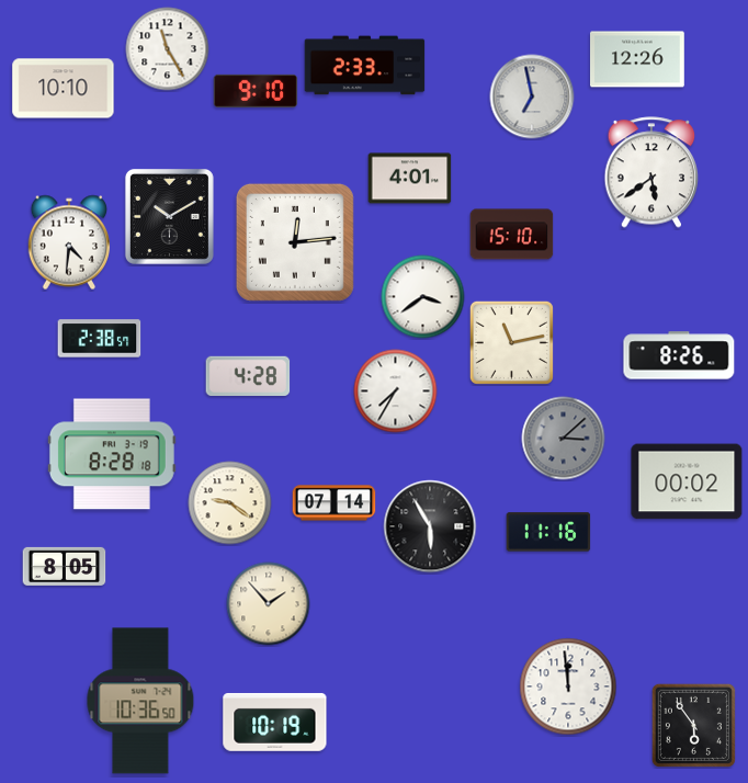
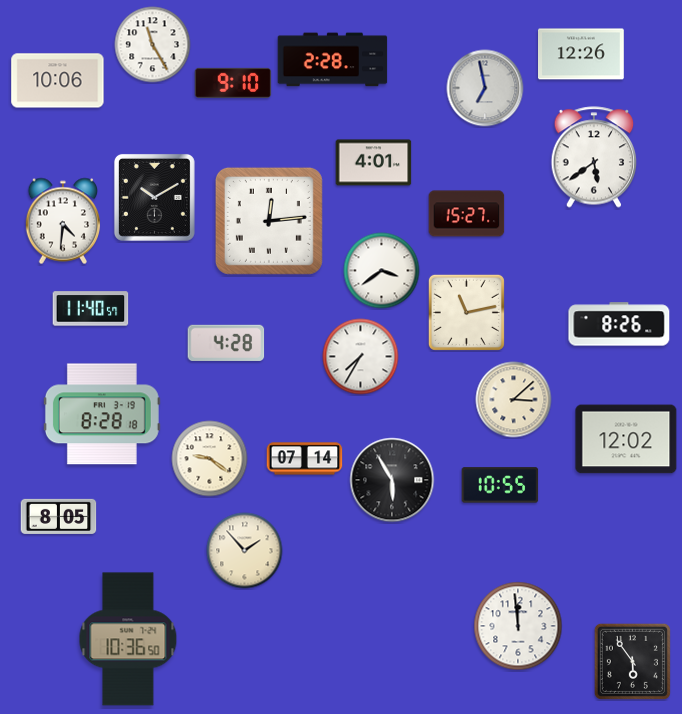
clock at (365, 66): 2:33 -> 2:28
clock at (64, 89): 10:10 -> 10:06
clock at (512, 235): 15:10 -> 15:27
clock at (423, 297) position: (423, 297) -> (382, 271)
clock at (100, 339): 2:38 -> 11:40
clock at (564, 439) dial: grey -> cream
clock at (687, 481): 00:02 -> 12:02
clock at (548, 532): 11:16 -> 10:55
clock at (275, 722): 10:19 -> none
